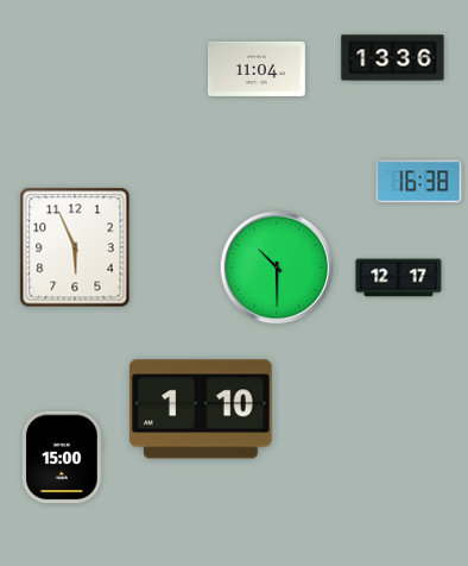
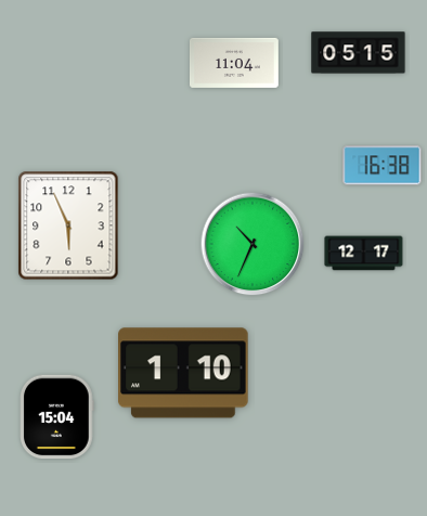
clock at (393, 58): 13:36 -> 05:15
clock at (277, 268): 10:30 -> 10:34
clock at (63, 458): 15:00 -> 15:04
